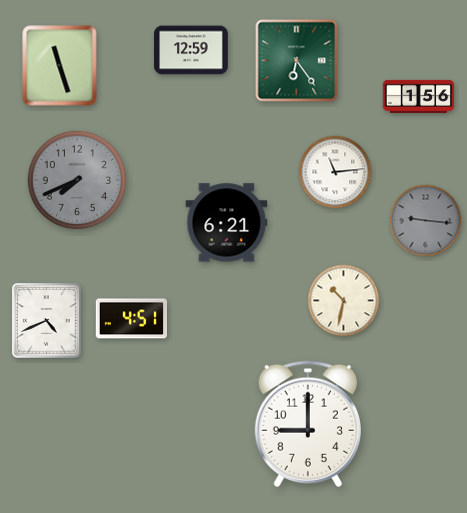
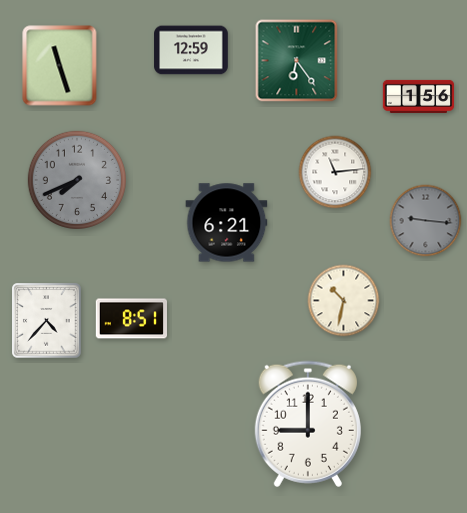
clock at (131, 319): 4:51 -> 8:51
clock at (47, 321): 4:41 -> 4:37
